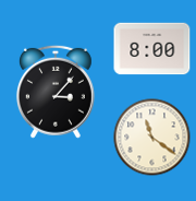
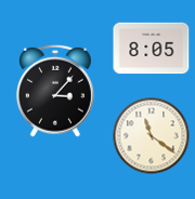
clock at (152, 49): 8:00 -> 8:05
